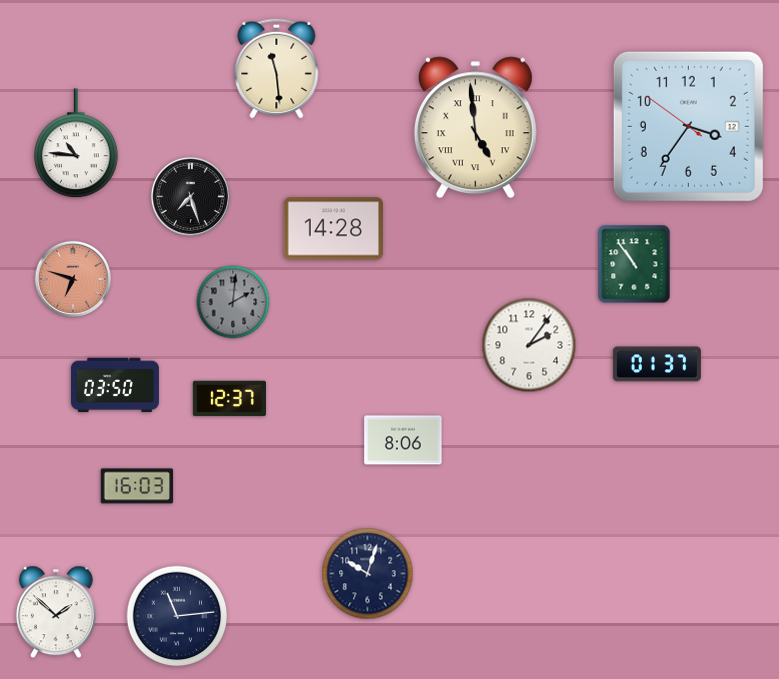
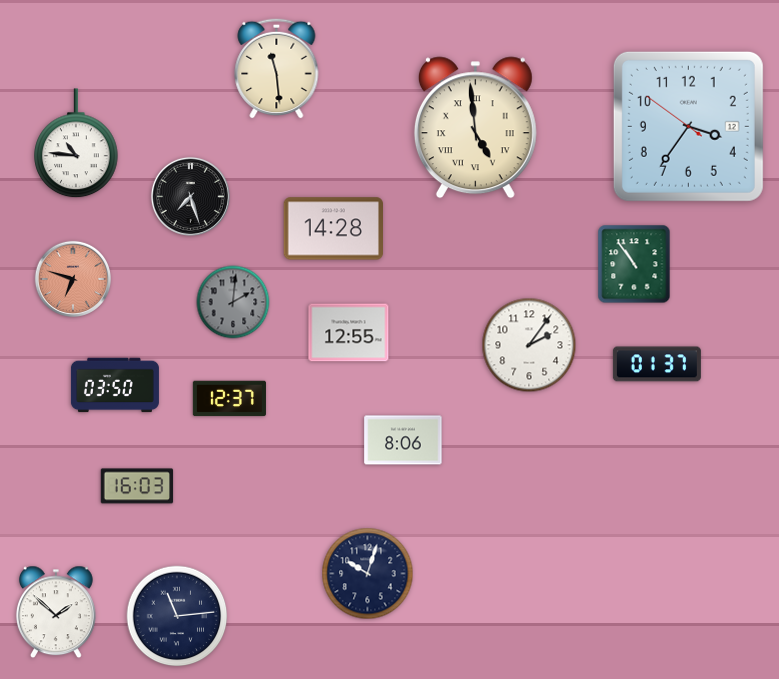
clock at (349, 333): none -> 12:55
